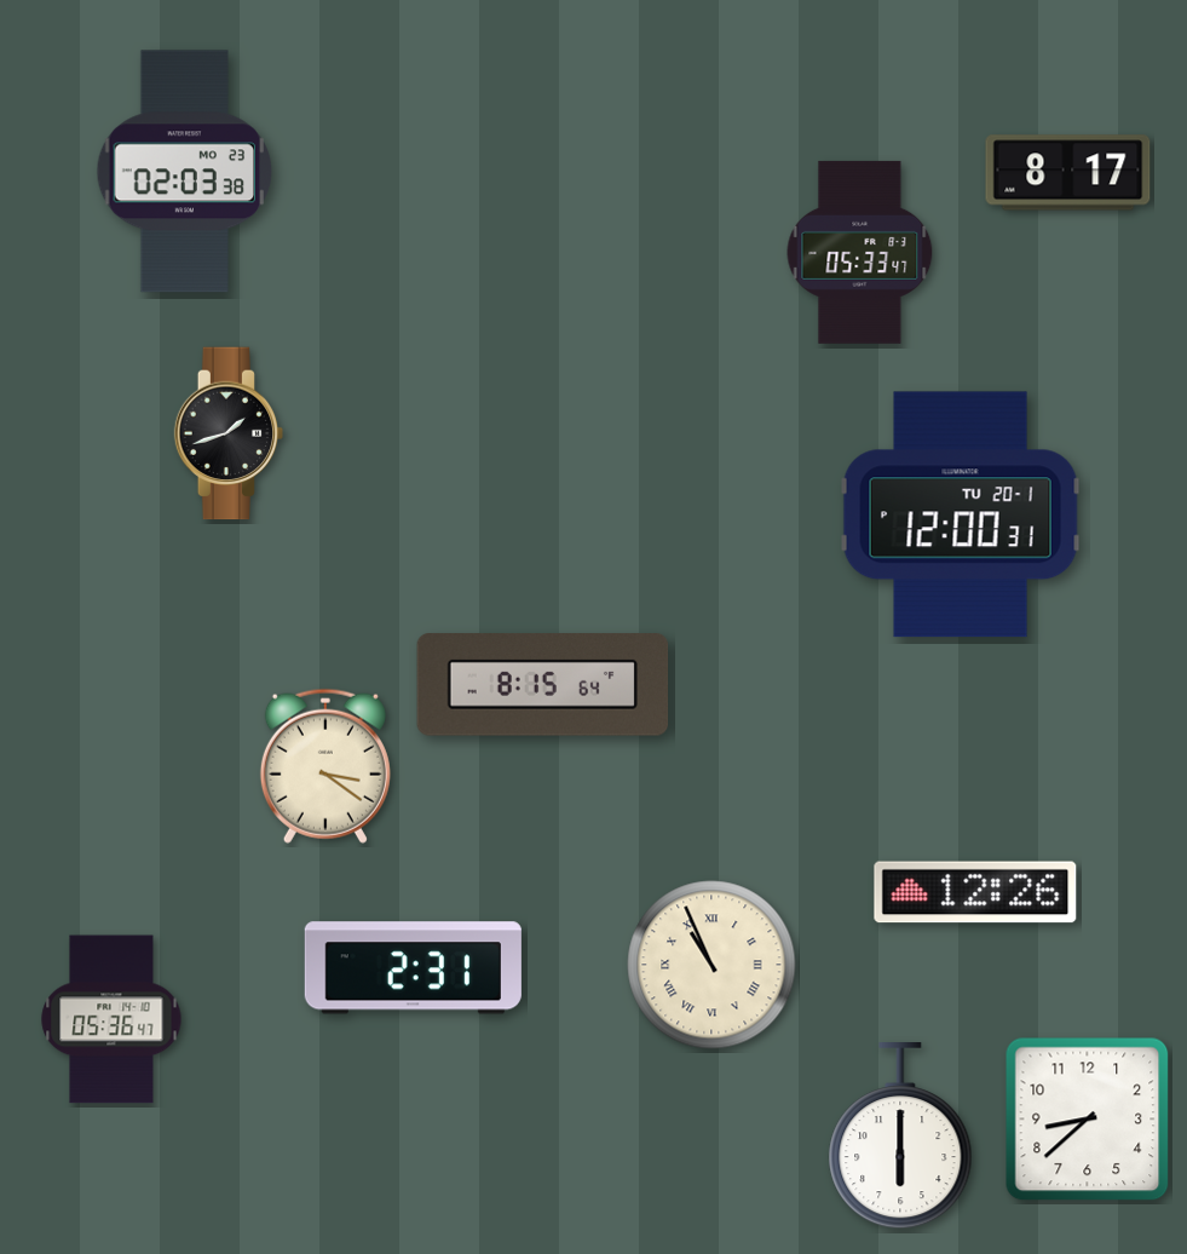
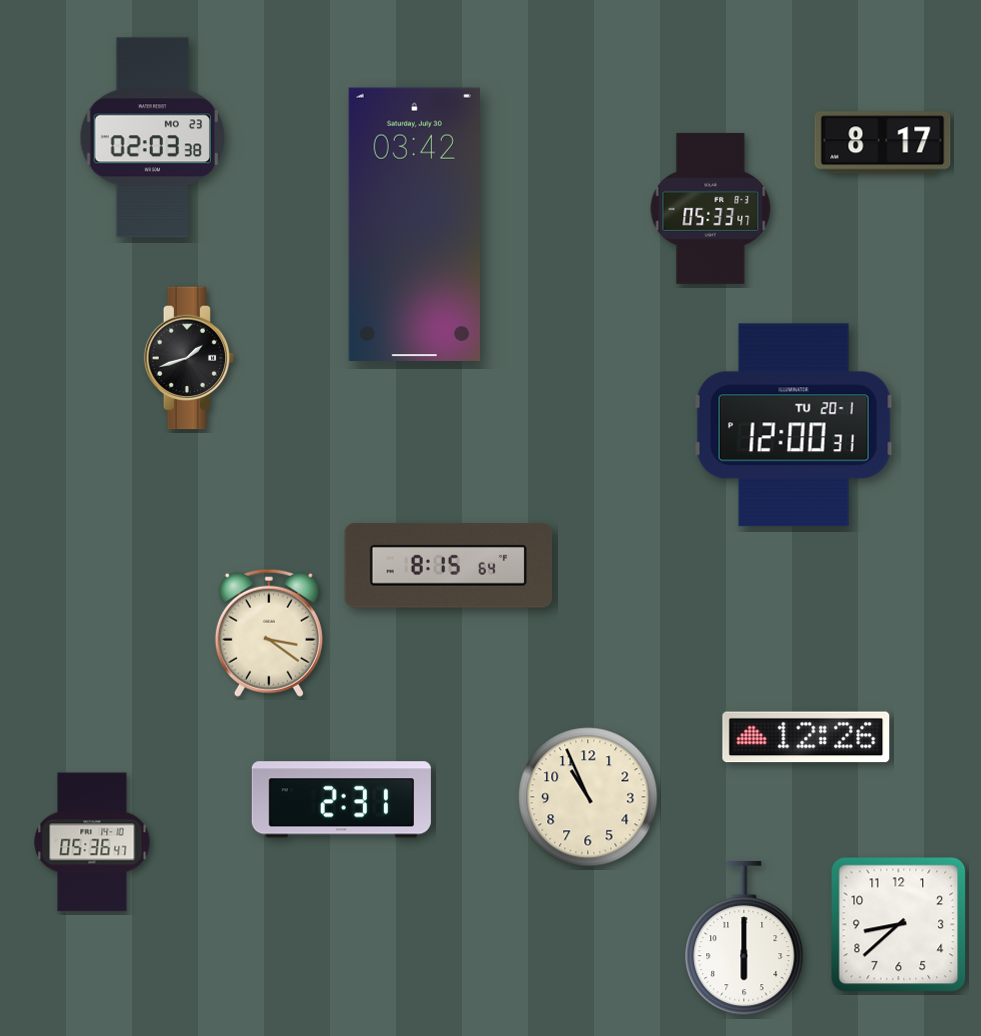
clock at (185, 172) position: (185, 172) -> (153, 138)
clock at (414, 224): none -> 03:42
clock at (711, 965) numerals: Roman -> Arabic
